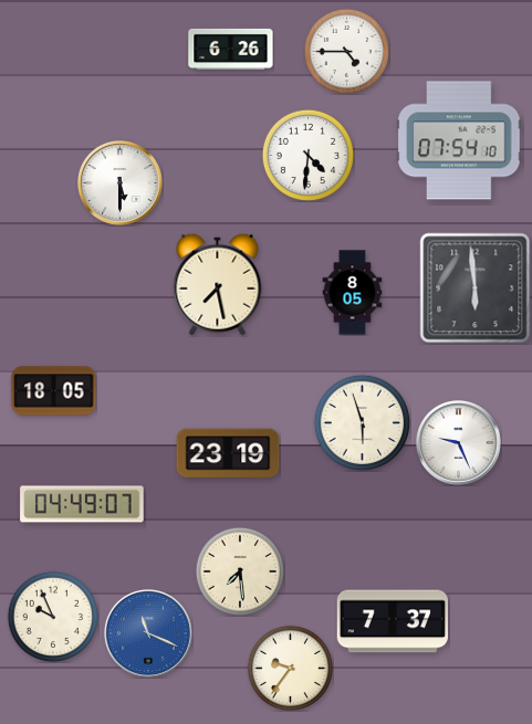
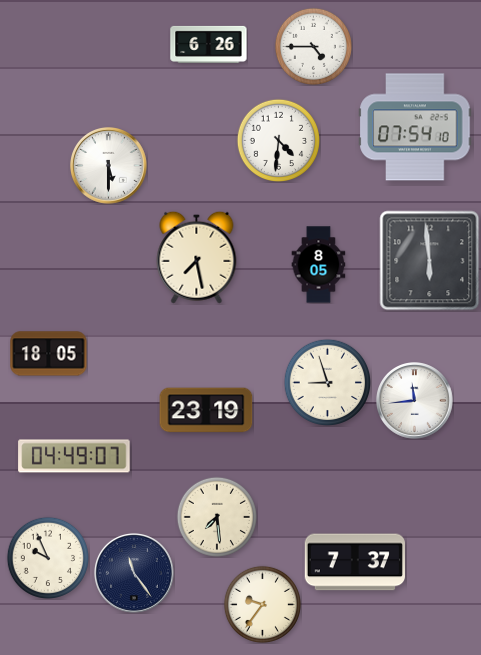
clock at (362, 422): 5:57 -> 8:57
clock at (459, 443): 9:26 -> 11:44
clock at (148, 633): 11:19 -> 11:24
clock at (148, 633) dial: blue -> navy
